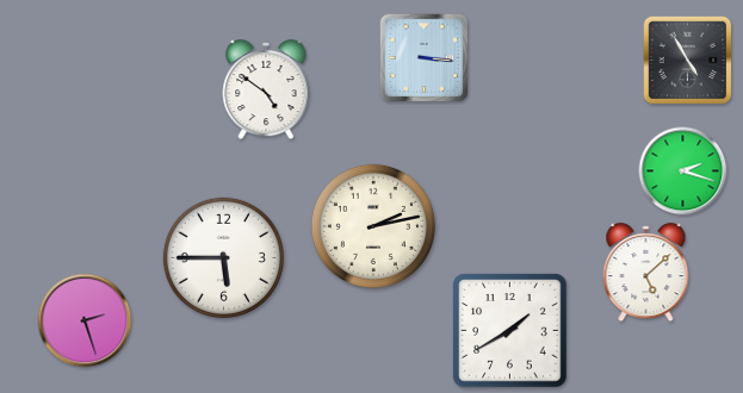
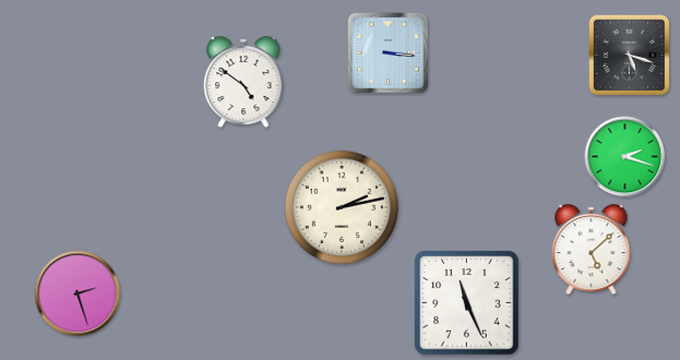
clock at (688, 61): 4:55 -> 5:18
clock at (223, 257): 5:45 -> none
clock at (510, 331): 1:40 -> 11:26
